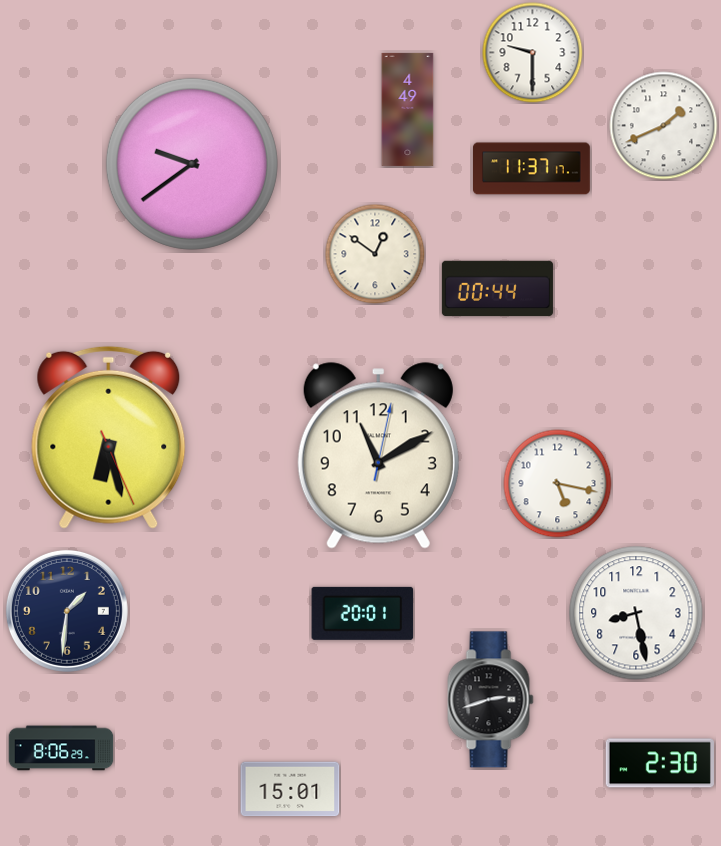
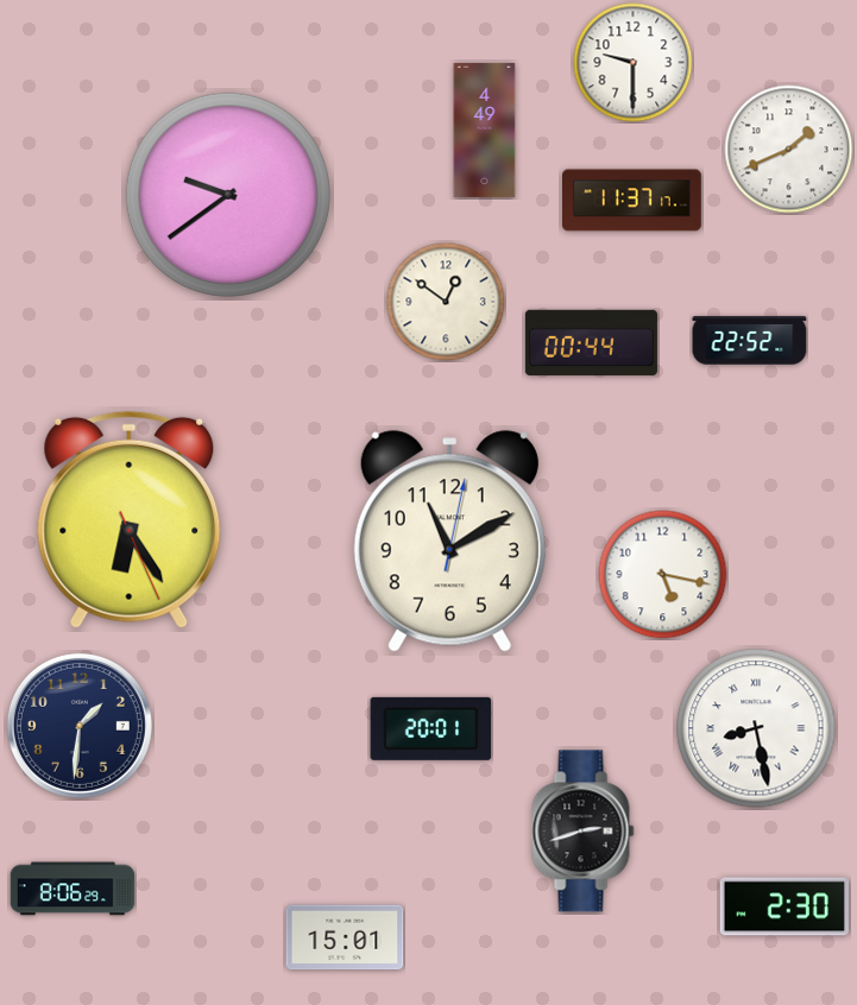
clock at (750, 341): none -> 22:52
clock at (109, 437): 6:27 -> 6:24
clock at (636, 613) numerals: Arabic -> Roman
